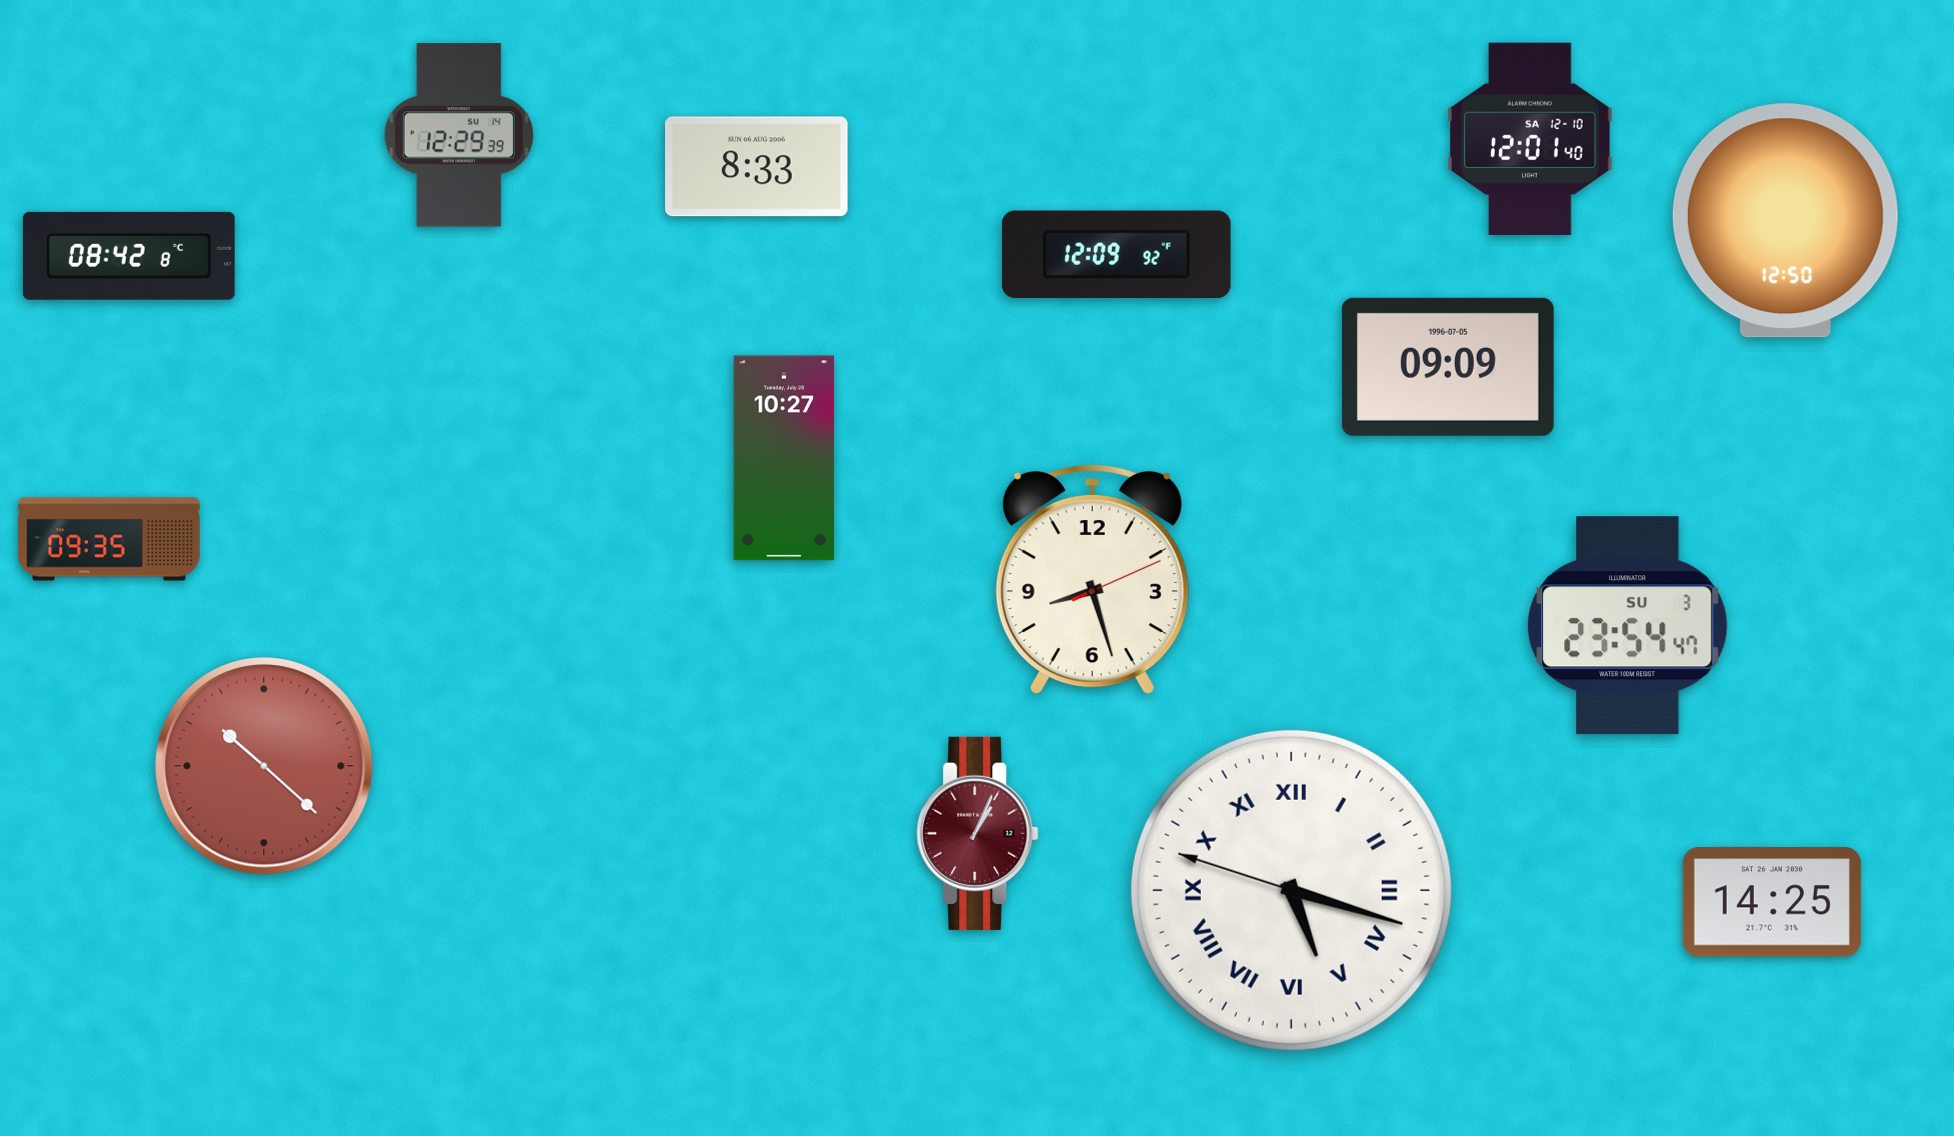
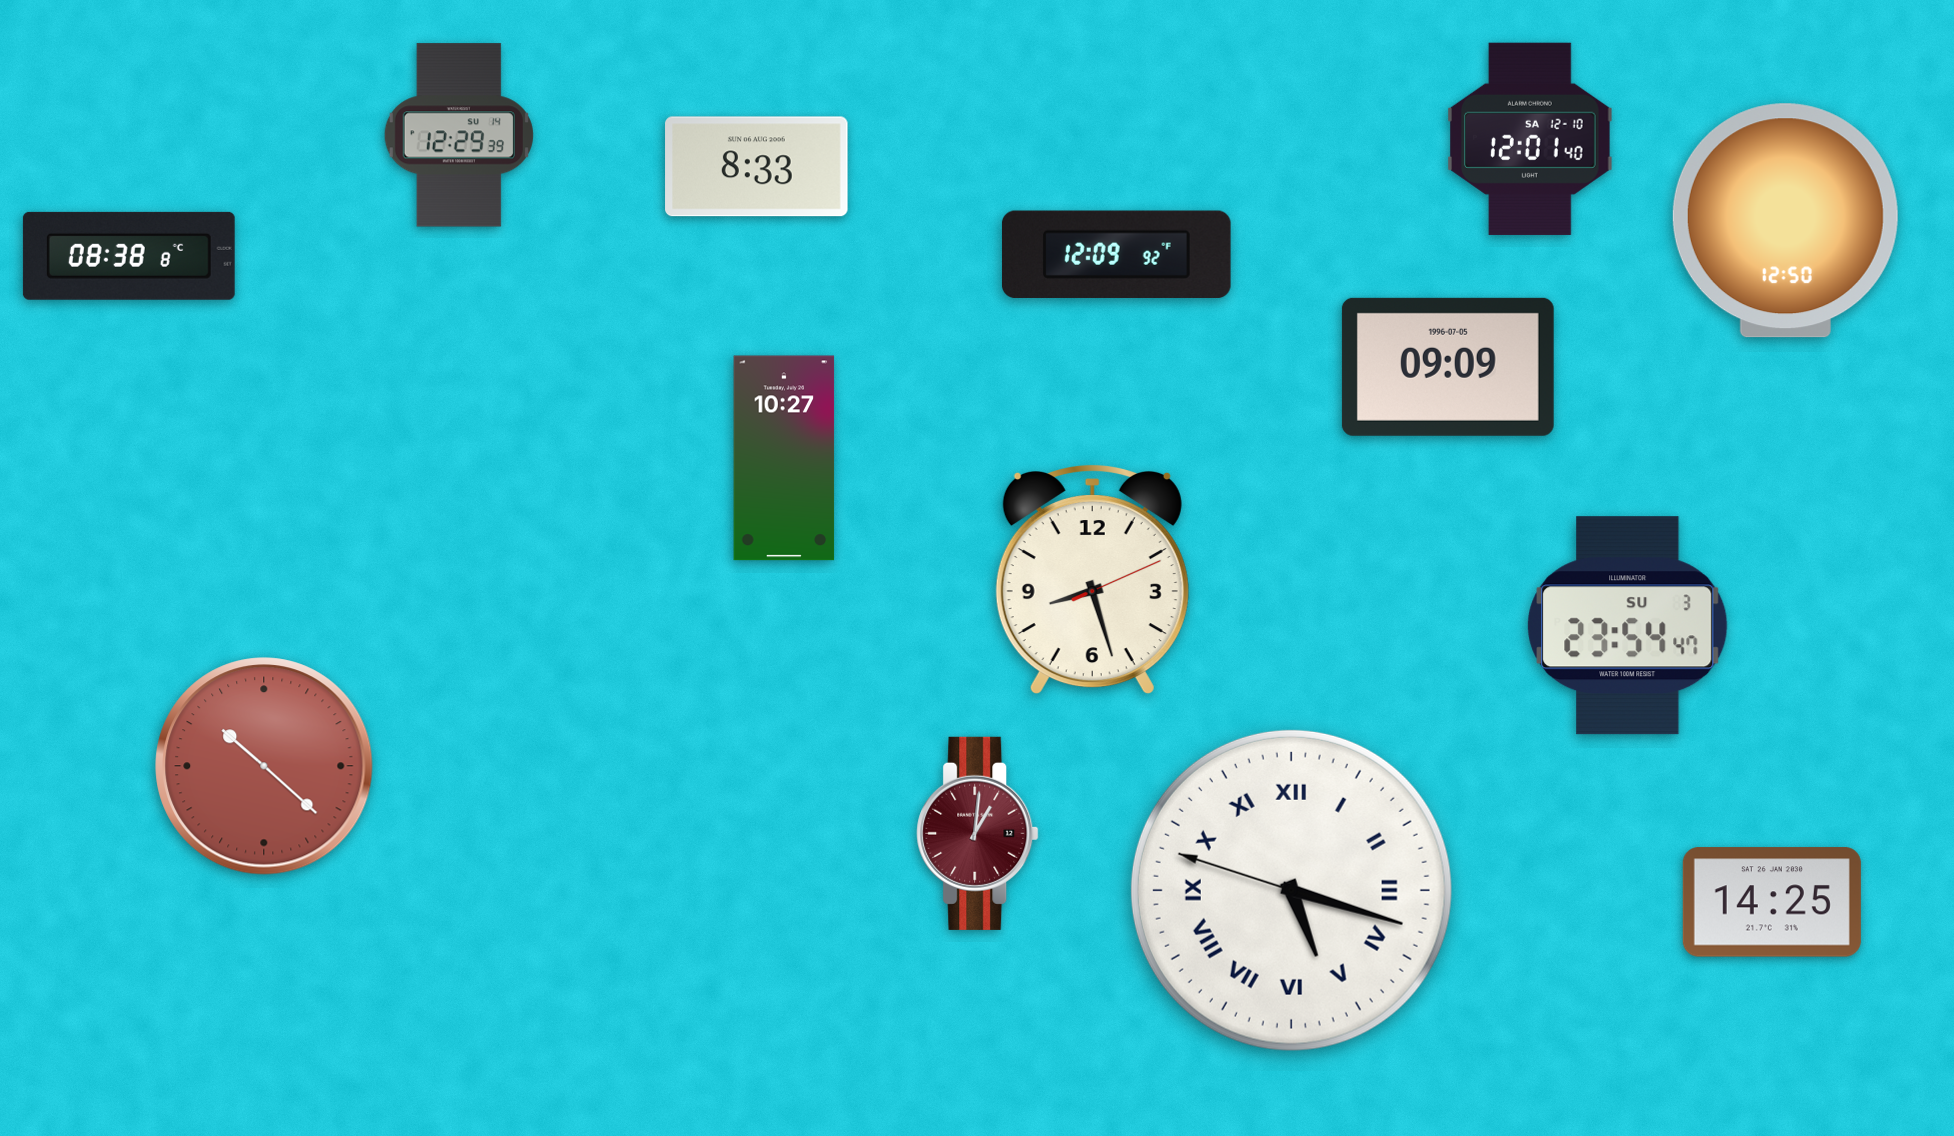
clock at (129, 256): 08:42 -> 08:38
clock at (109, 539): 09:35 -> none
clock at (978, 833): 1:04 -> 1:01
